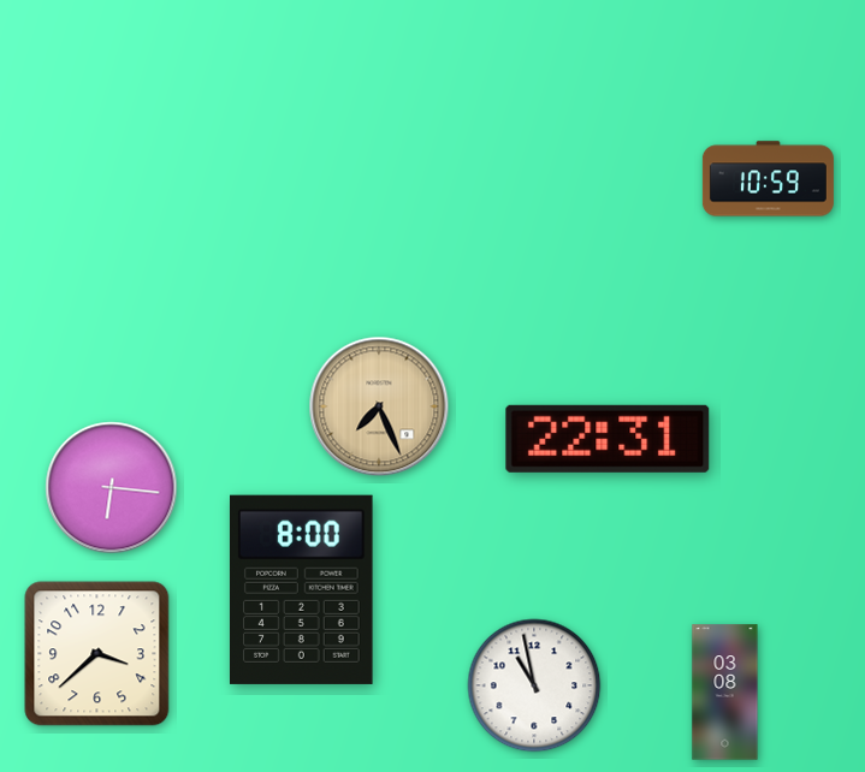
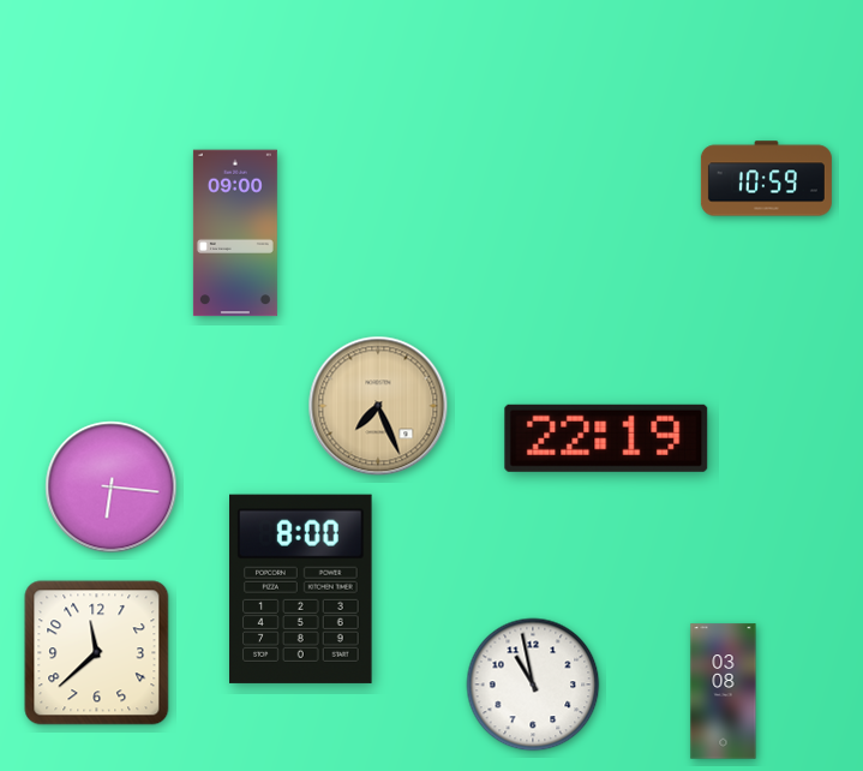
clock at (235, 233): none -> 09:00
clock at (608, 439): 22:31 -> 22:19
clock at (97, 654): 3:38 -> 11:38
